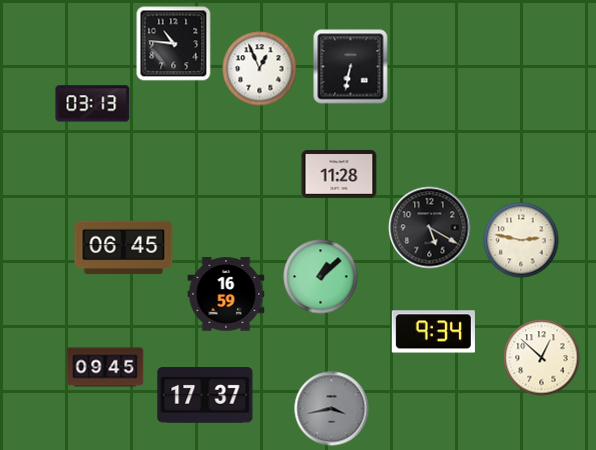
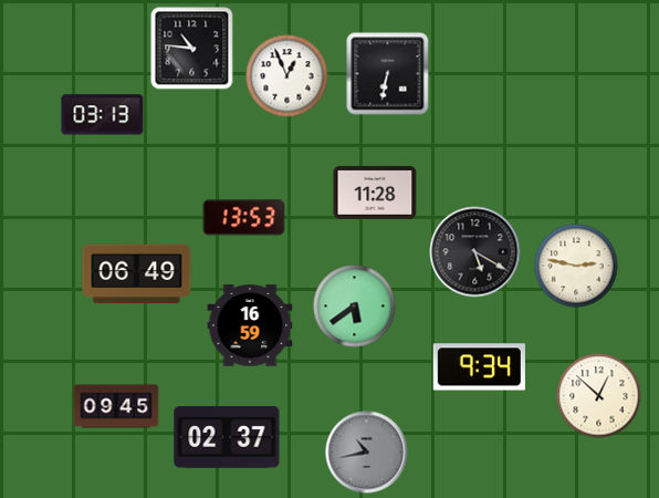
clock at (244, 218): none -> 13:53
clock at (124, 248): 06:45 -> 06:49
clock at (321, 277): 1:08 -> 5:39
clock at (205, 395): 17:37 -> 02:37
clock at (332, 409): 3:43 -> 10:43
